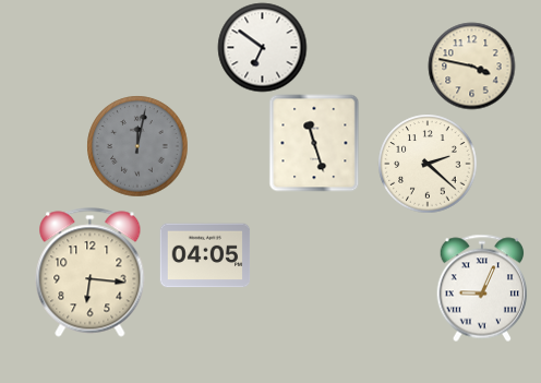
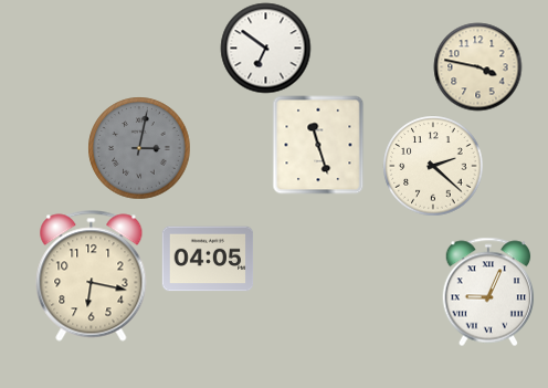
clock at (137, 146): 12:02 -> 3:02
clock at (91, 273): 6:16 -> 6:17
